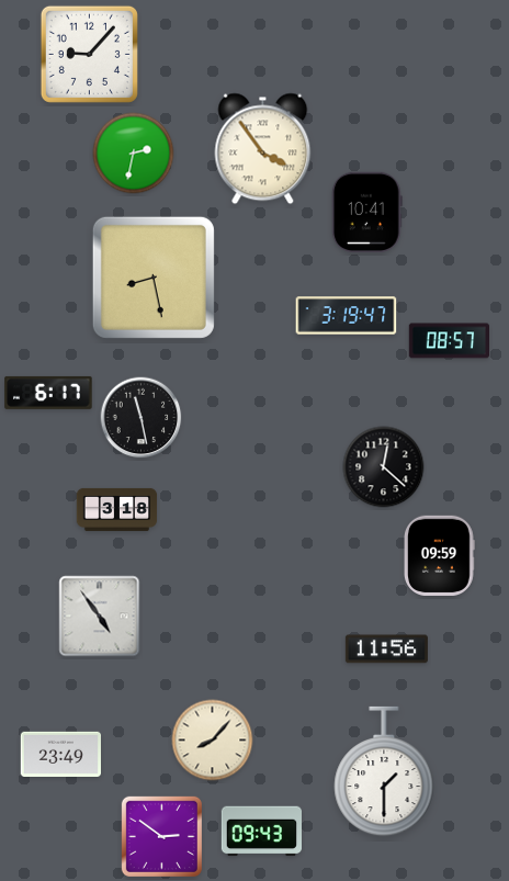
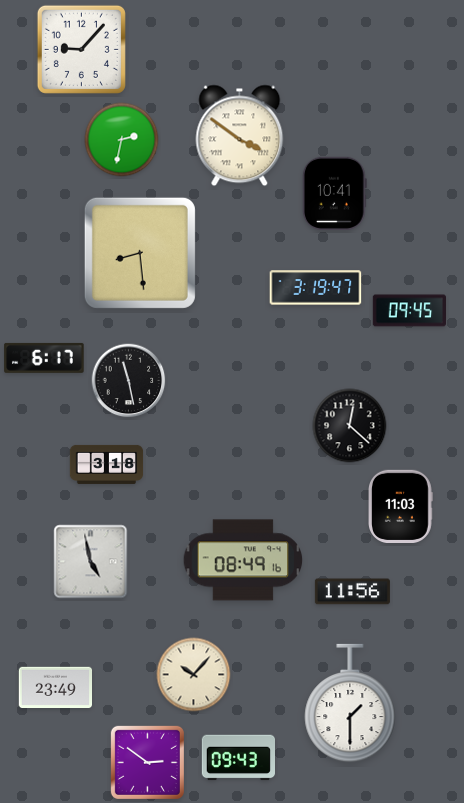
clock at (263, 149): 3:54 -> 3:51
clock at (154, 278): 8:28 -> 8:29
clock at (449, 341): 08:57 -> 09:45
clock at (440, 555): 09:59 -> 11:03
clock at (243, 560): none -> 08:49
clock at (100, 617): 4:54 -> 4:58
clock at (213, 741): 8:07 -> 10:07
